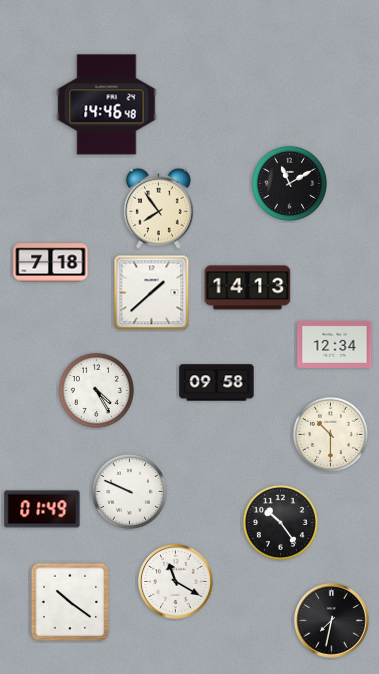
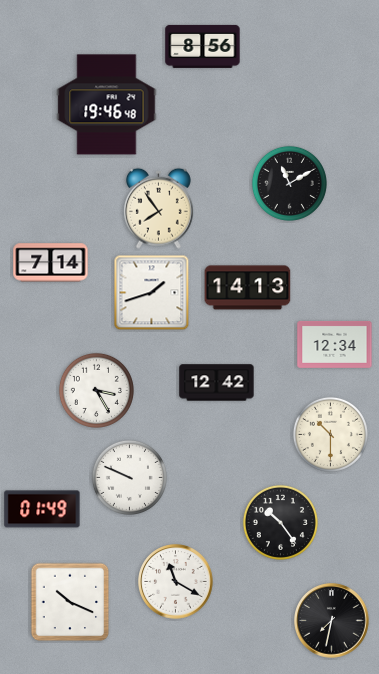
clock at (203, 46): none -> 8:56
clock at (107, 105): 14:46 -> 19:46
clock at (51, 263): 7:18 -> 7:14
clock at (152, 293): 1:38 -> 1:42
clock at (217, 383): 09:58 -> 12:42
clock at (96, 390): 4:25 -> 3:25
clock at (129, 491) position: (129, 491) -> (129, 477)
clock at (70, 602): 10:21 -> 10:19
